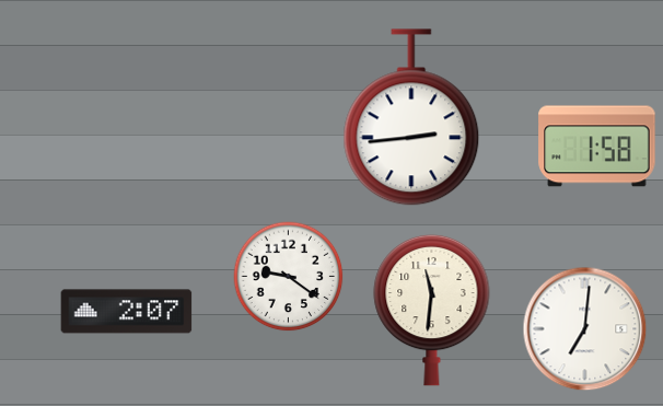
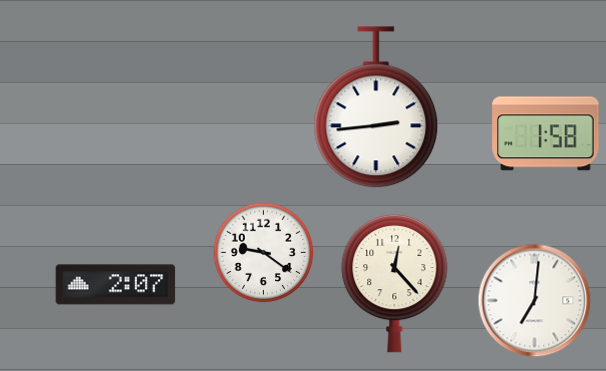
clock at (432, 310): 11:31 -> 12:23
